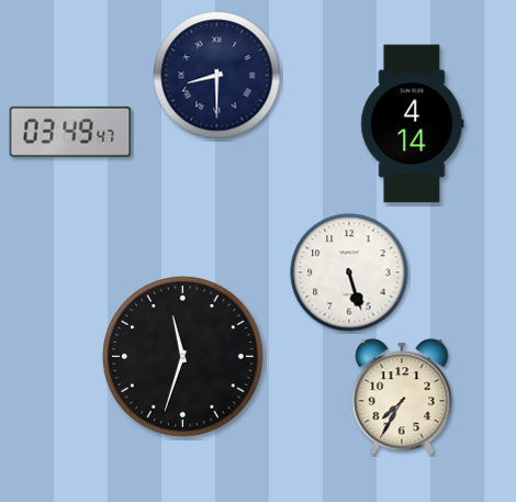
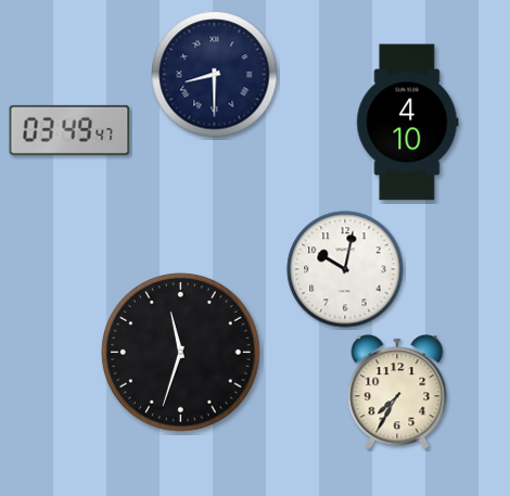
clock at (413, 124): 4:14 -> 4:10
clock at (349, 272): 5:27 -> 10:02
